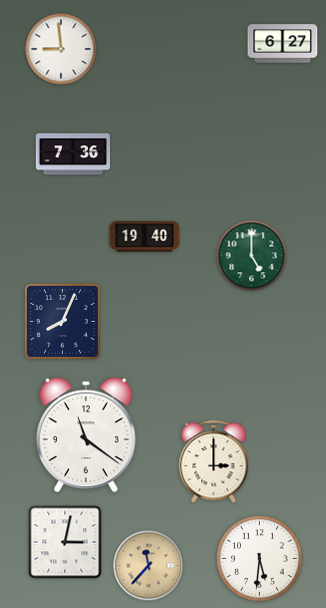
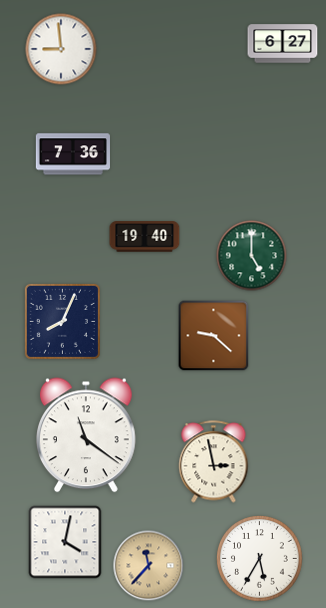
clock at (214, 336): none -> 9:22
clock at (214, 462): 3:00 -> 2:58
clock at (65, 542): 3:02 -> 4:02
clock at (260, 559): 5:31 -> 5:35
